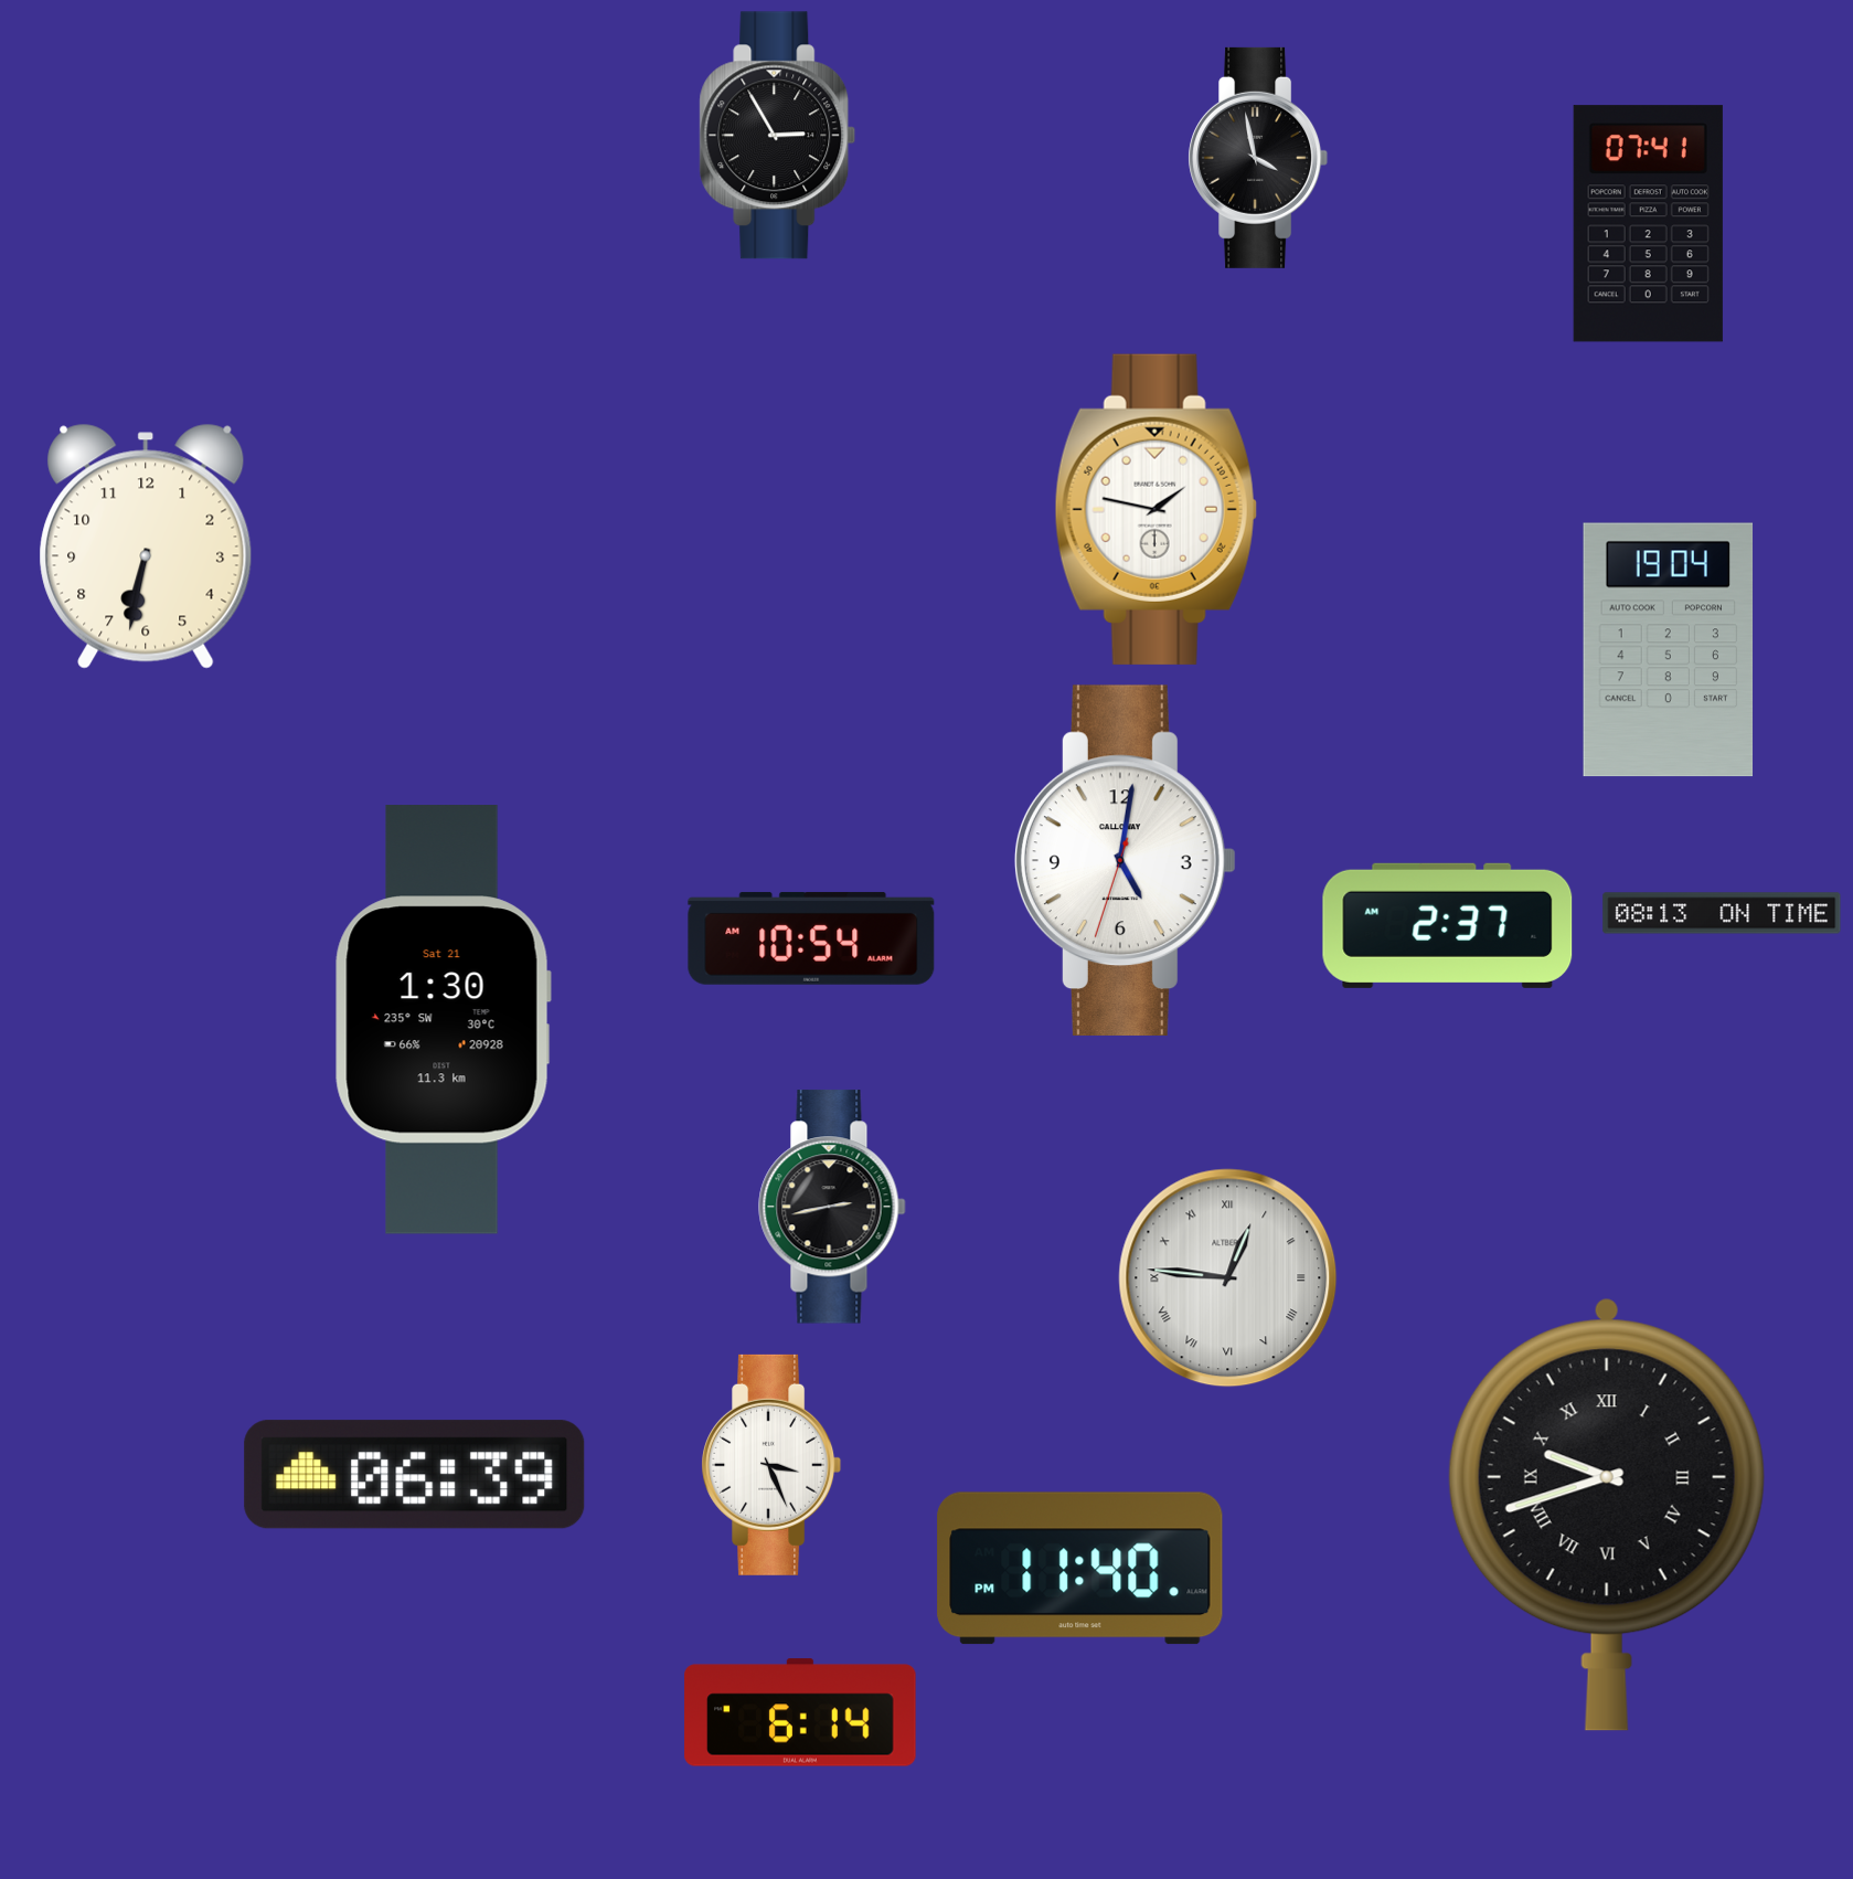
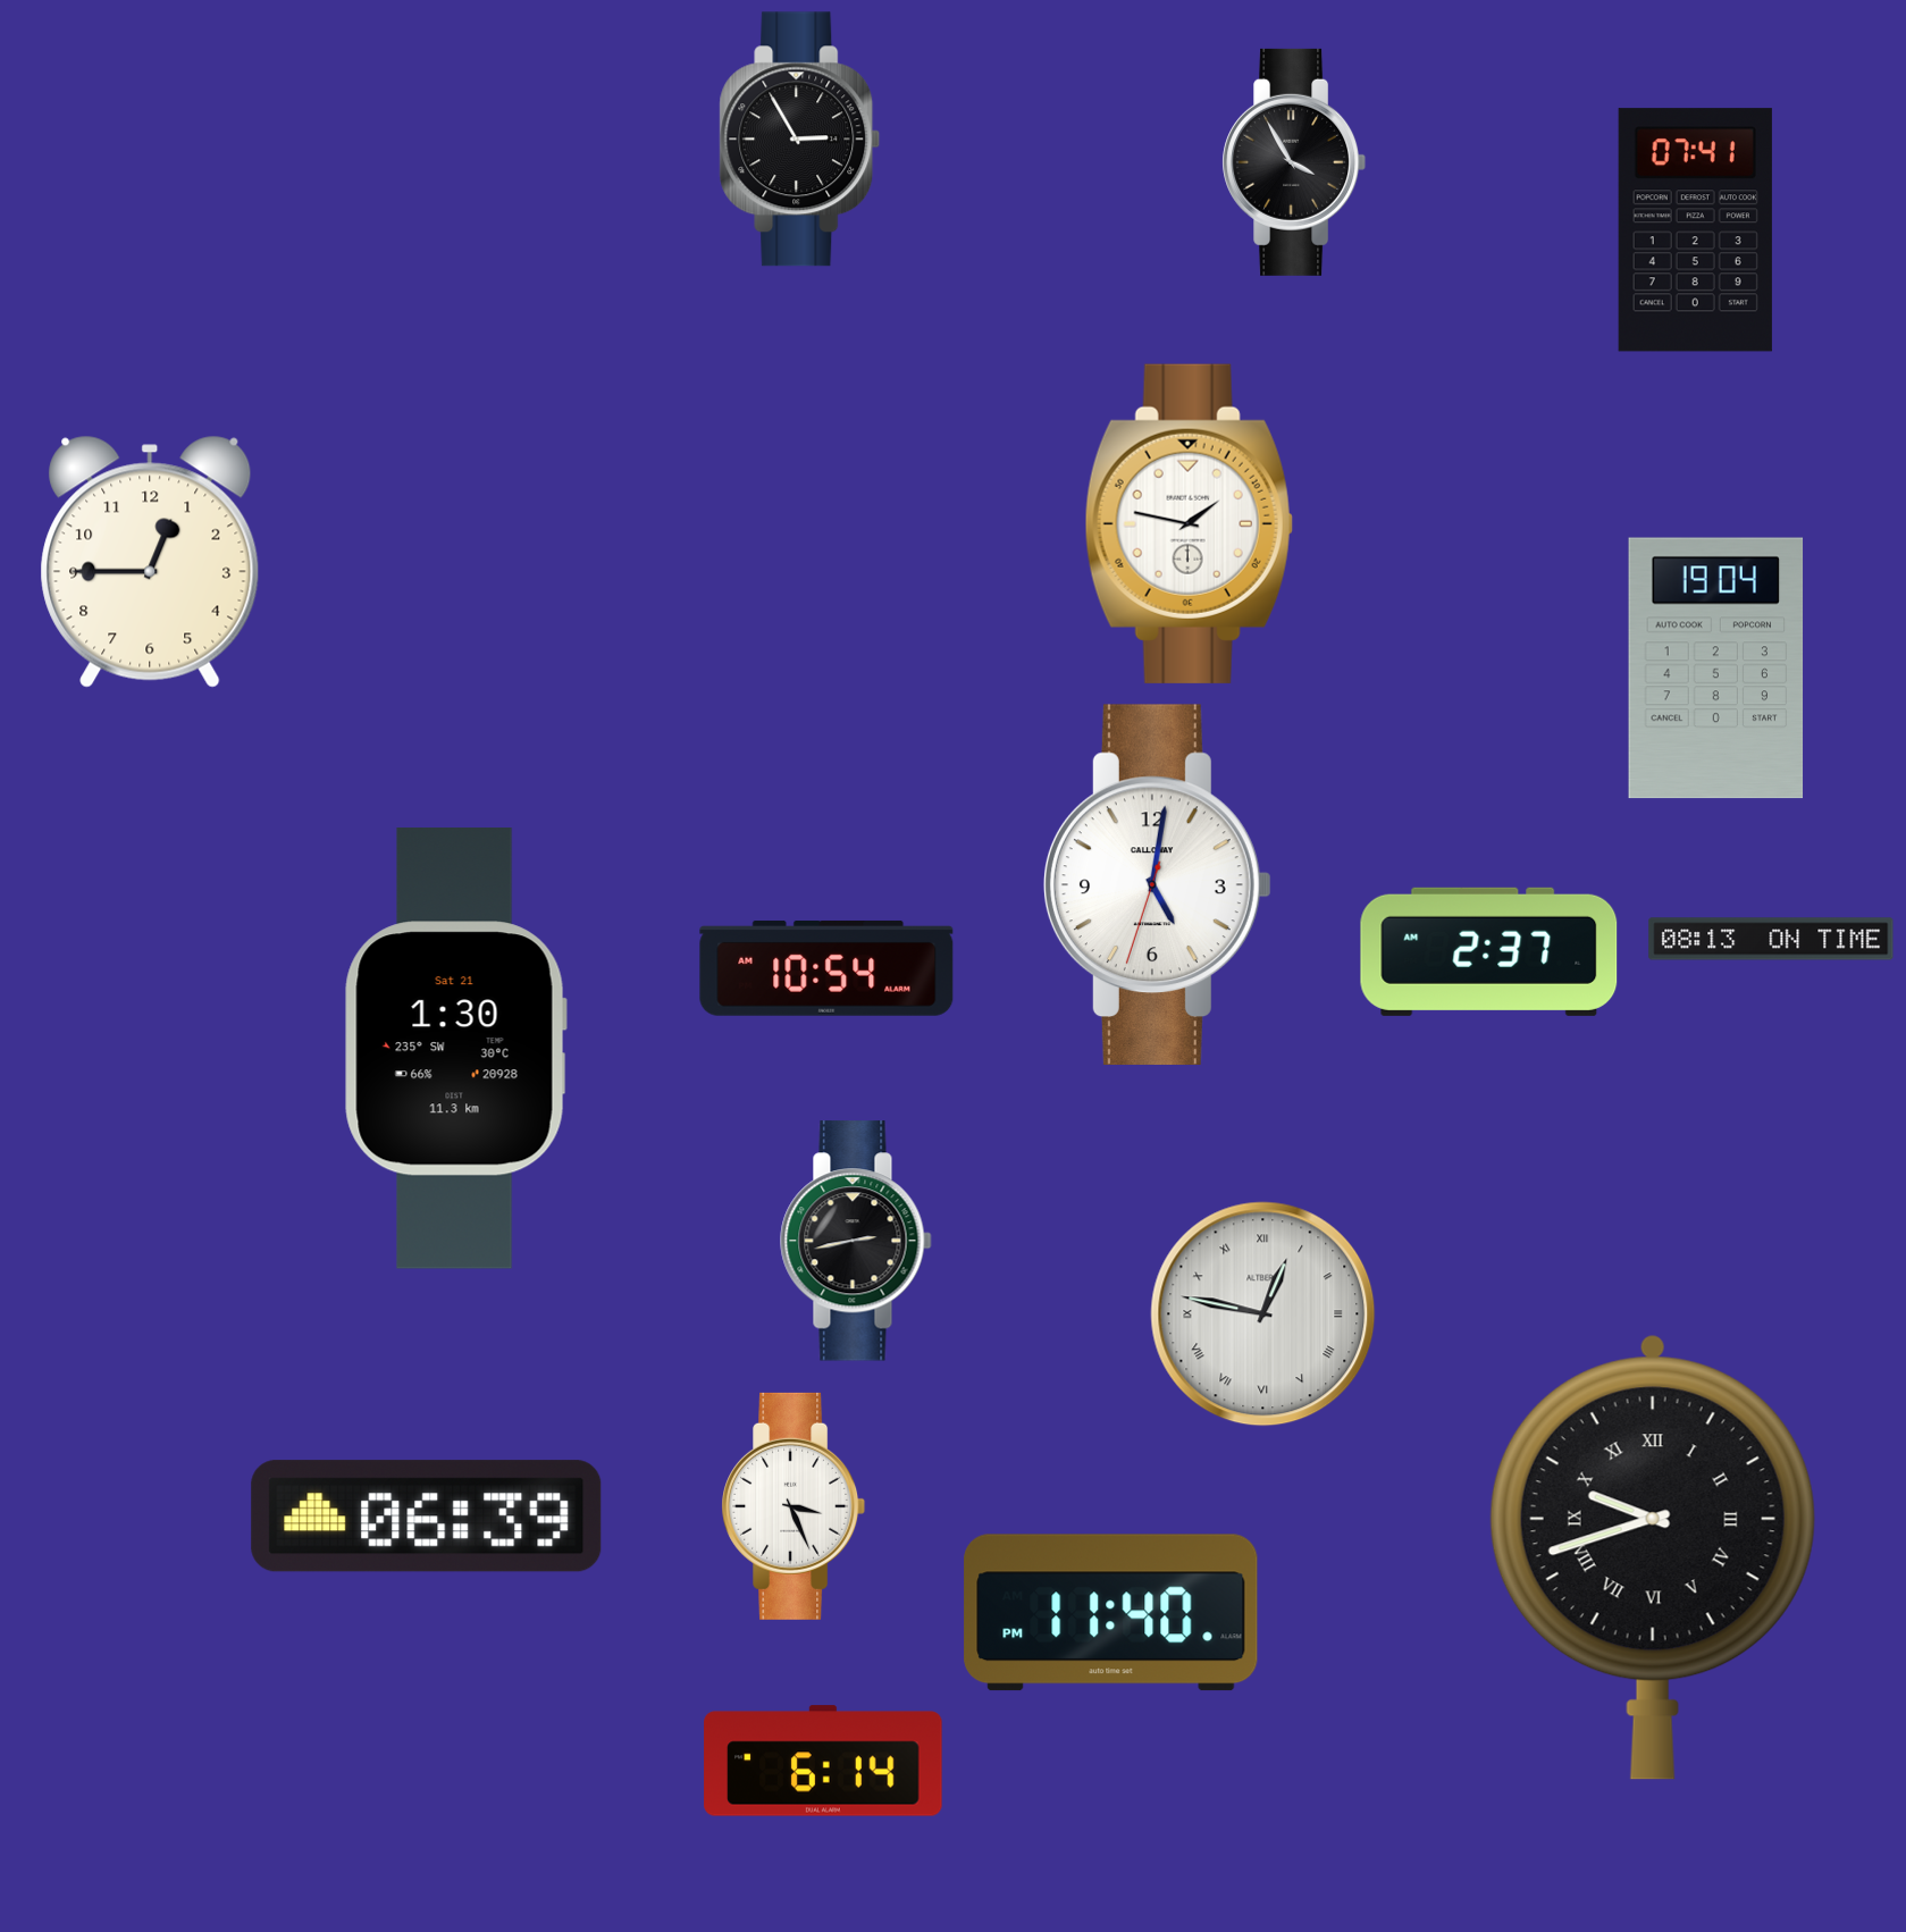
clock at (1258, 158): 3:58 -> 3:55
clock at (146, 546): 6:32 -> 12:45
clock at (811, 938) position: (811, 938) -> (826, 968)
clock at (1228, 1278): 12:46 -> 12:47
